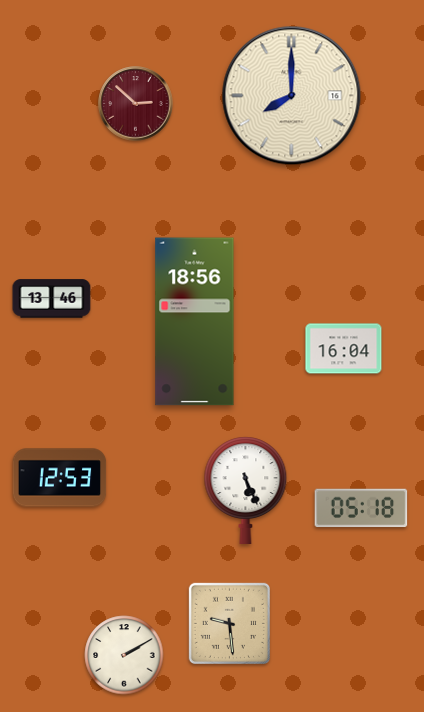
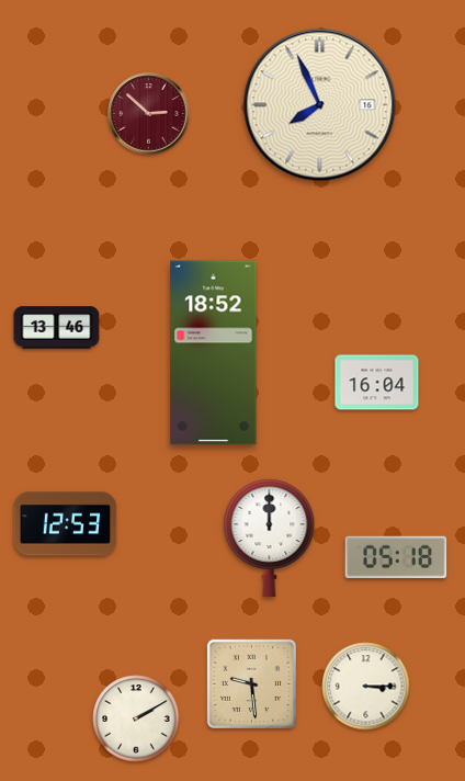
clock at (292, 96): 8:00 -> 7:56
clock at (195, 322): 18:56 -> 18:52
clock at (246, 490): 5:26 -> 12:00
clock at (366, 687): none -> 3:15
